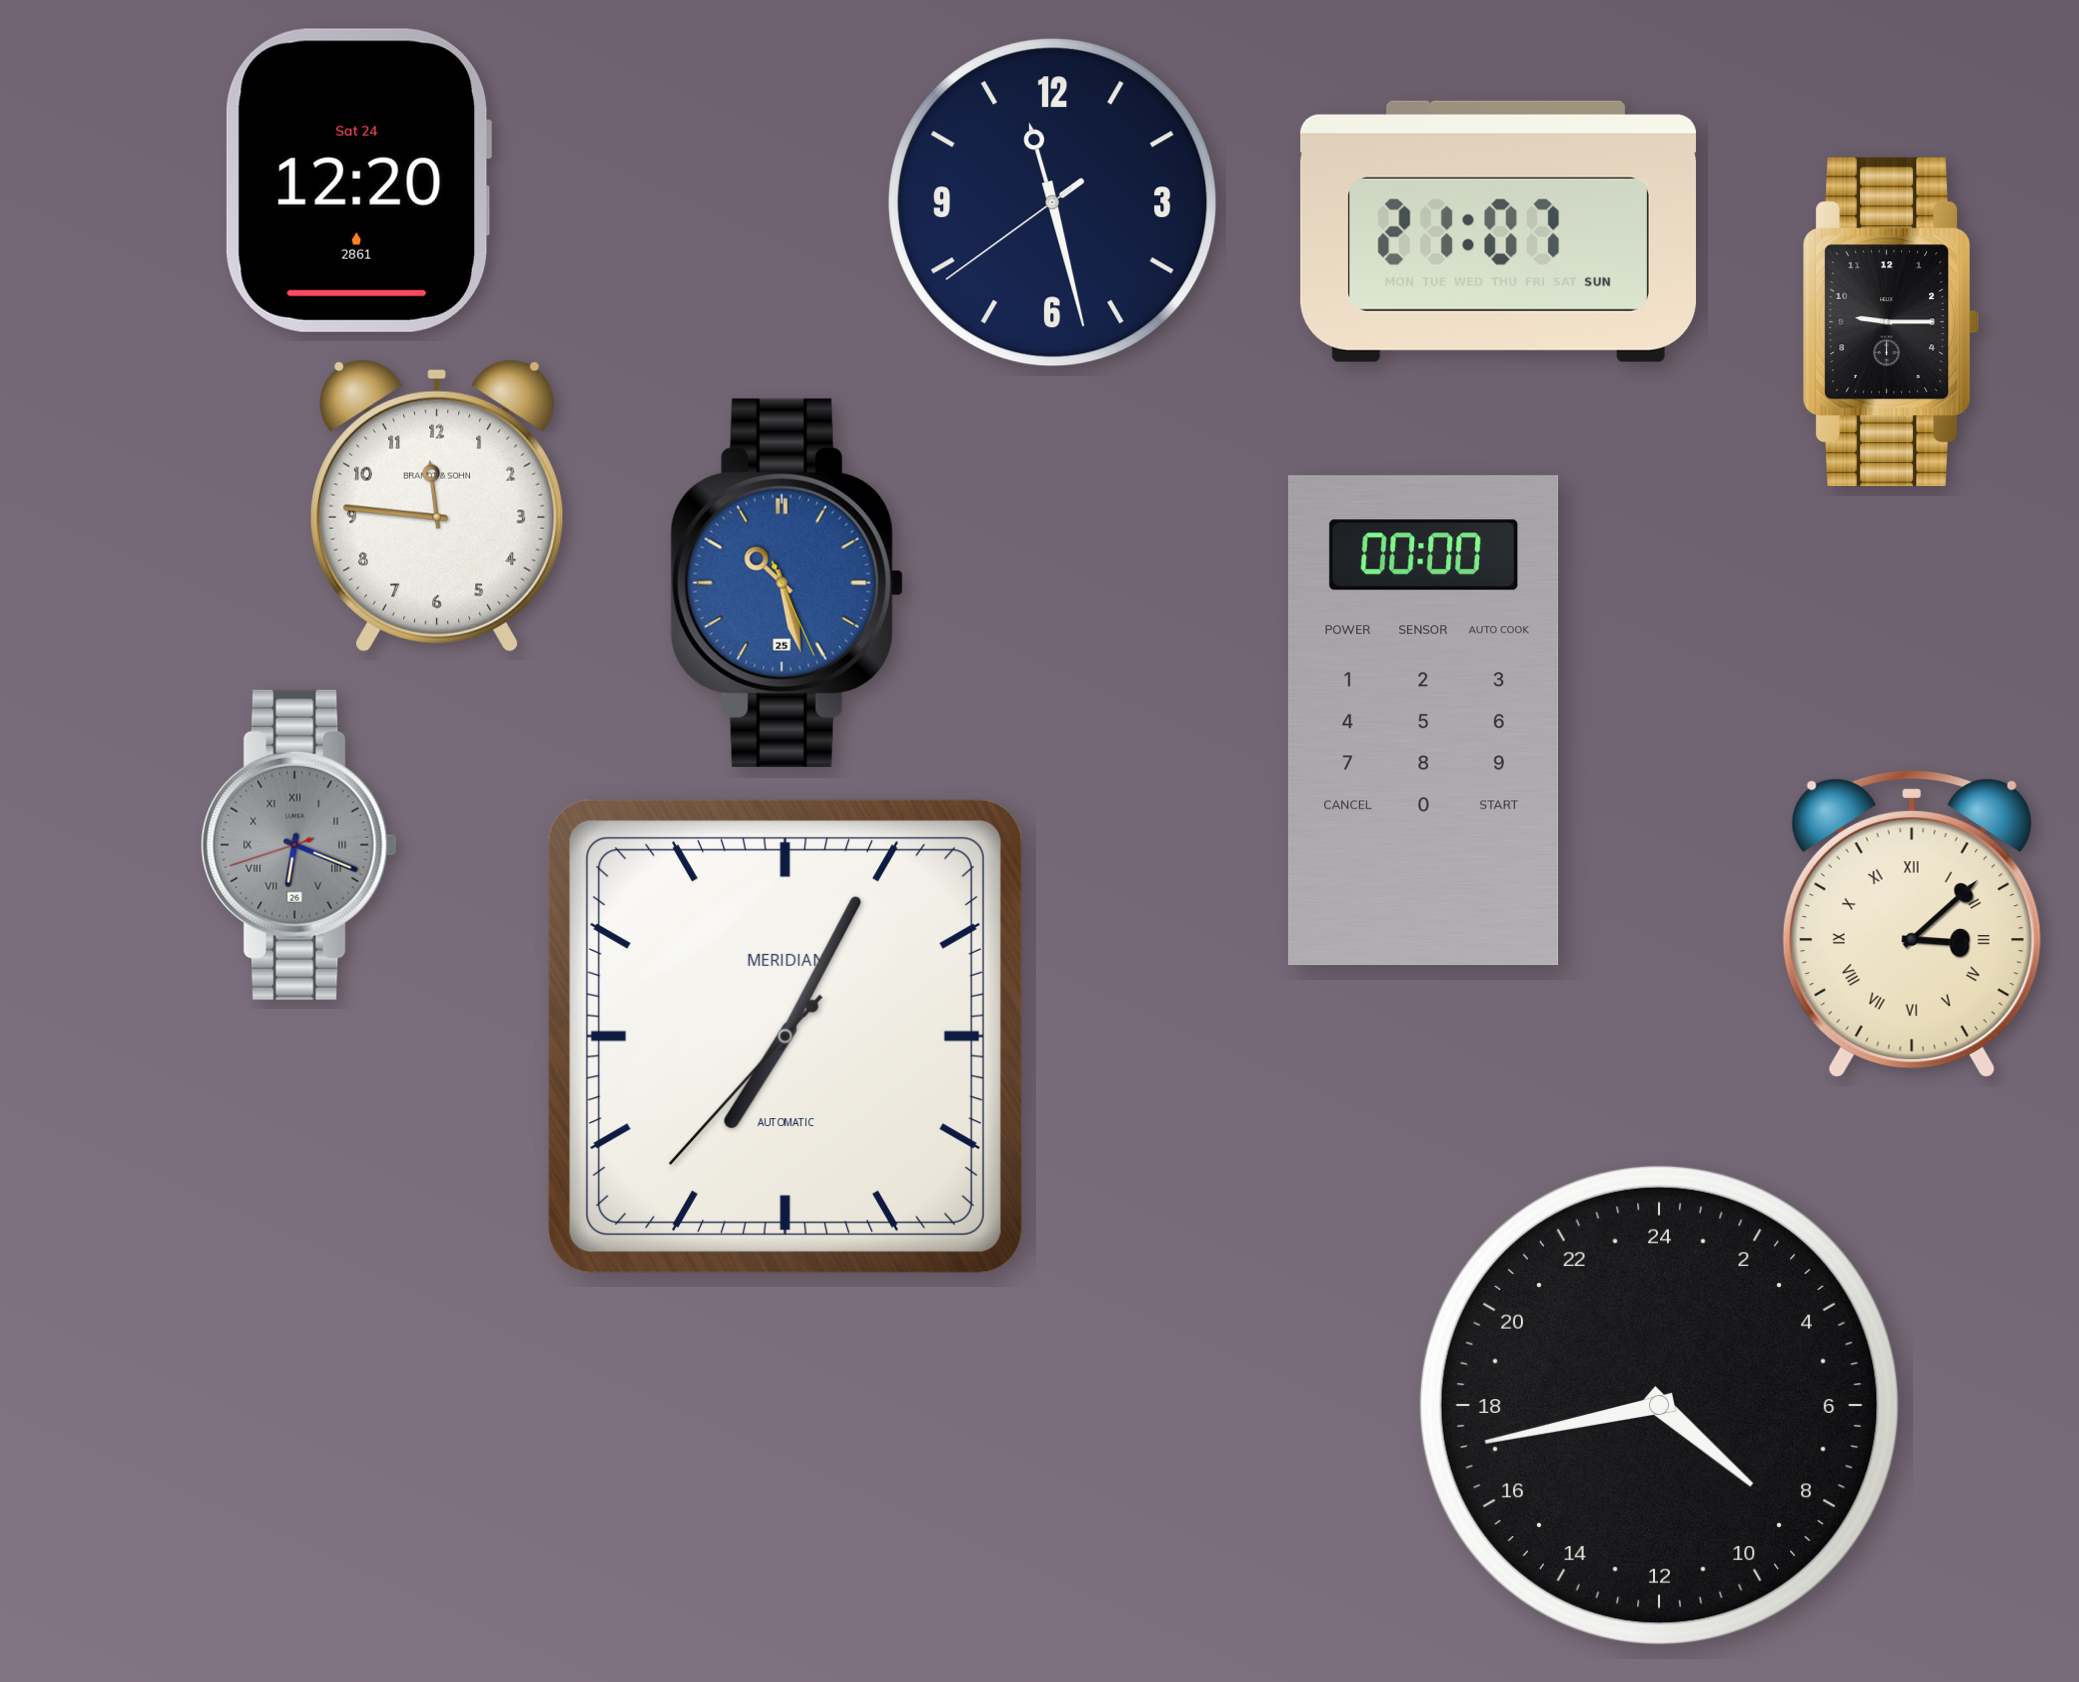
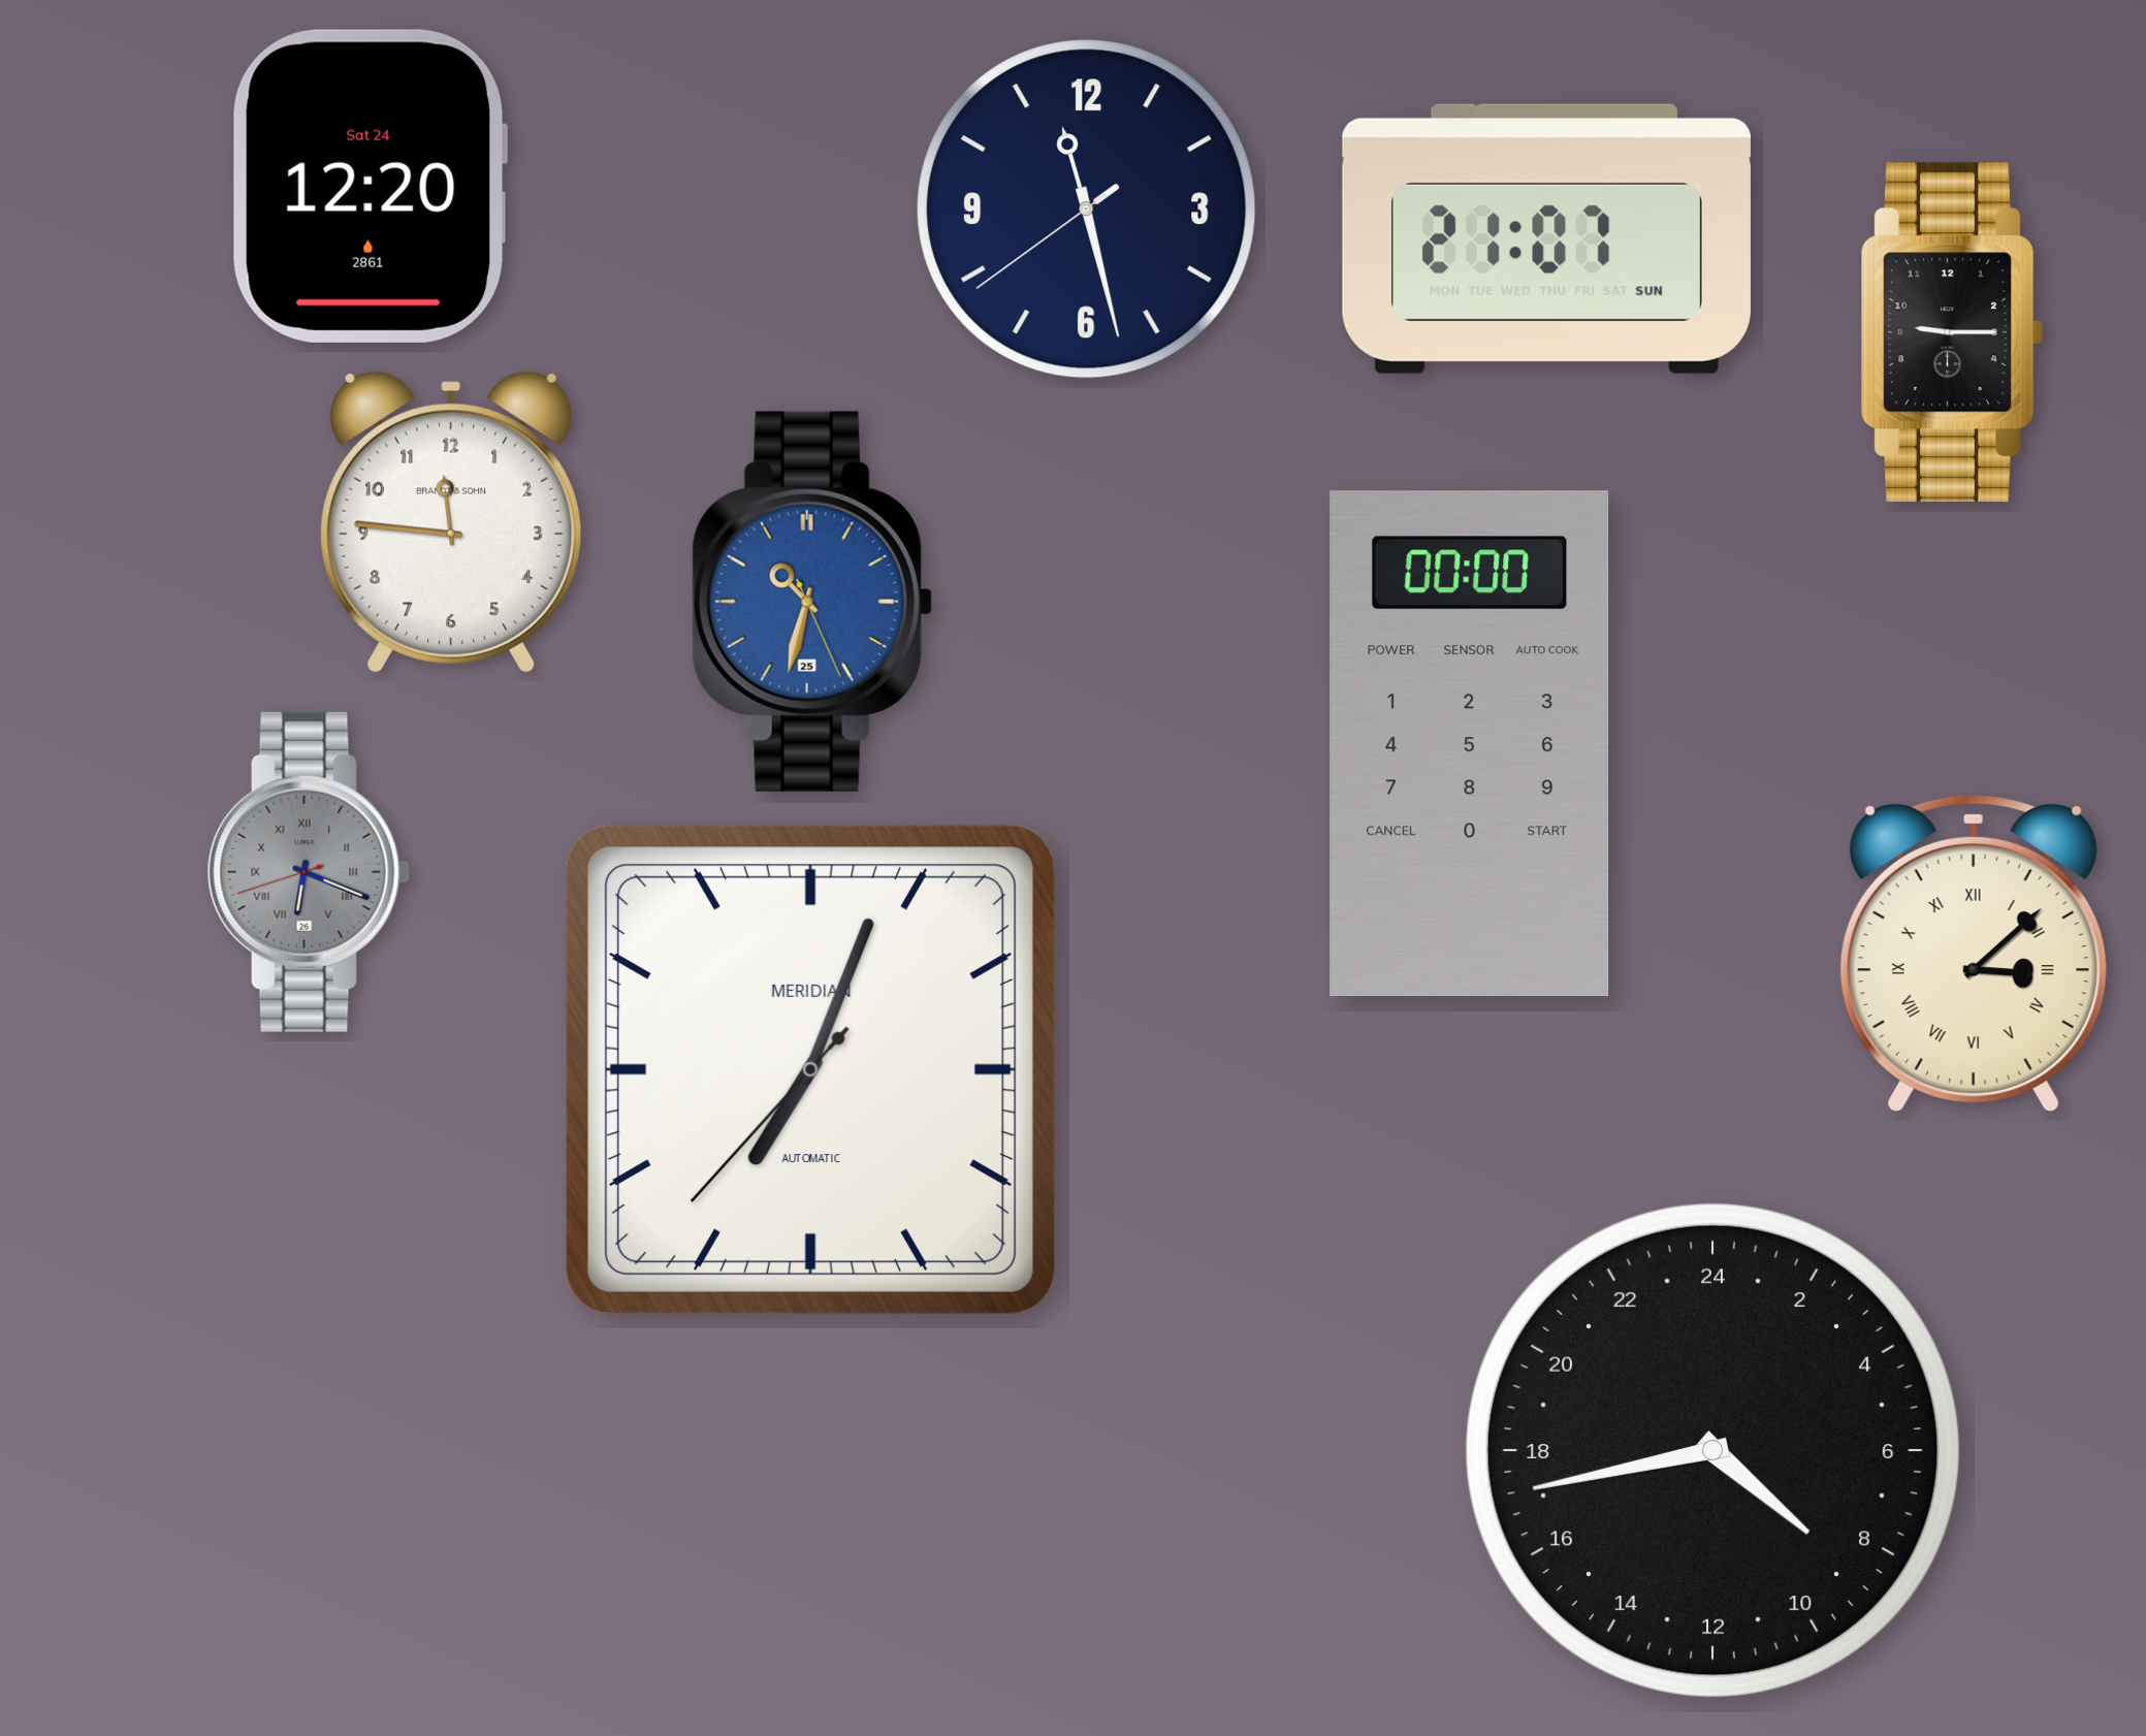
clock at (787, 583): 10:27 -> 10:32
clock at (785, 1036): 7:04 -> 7:03
